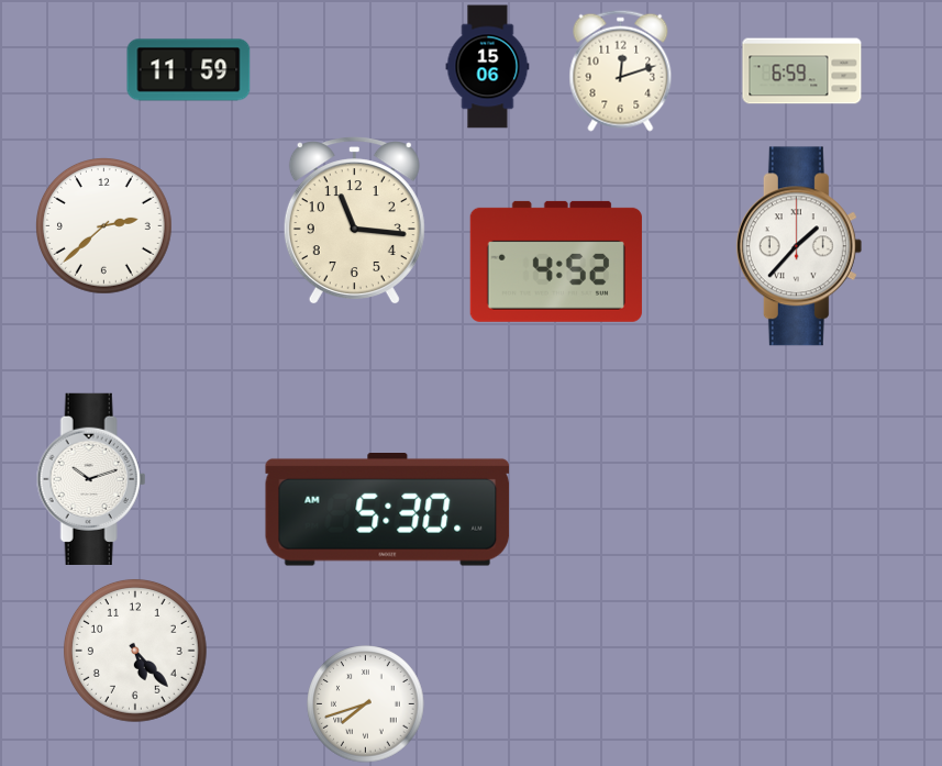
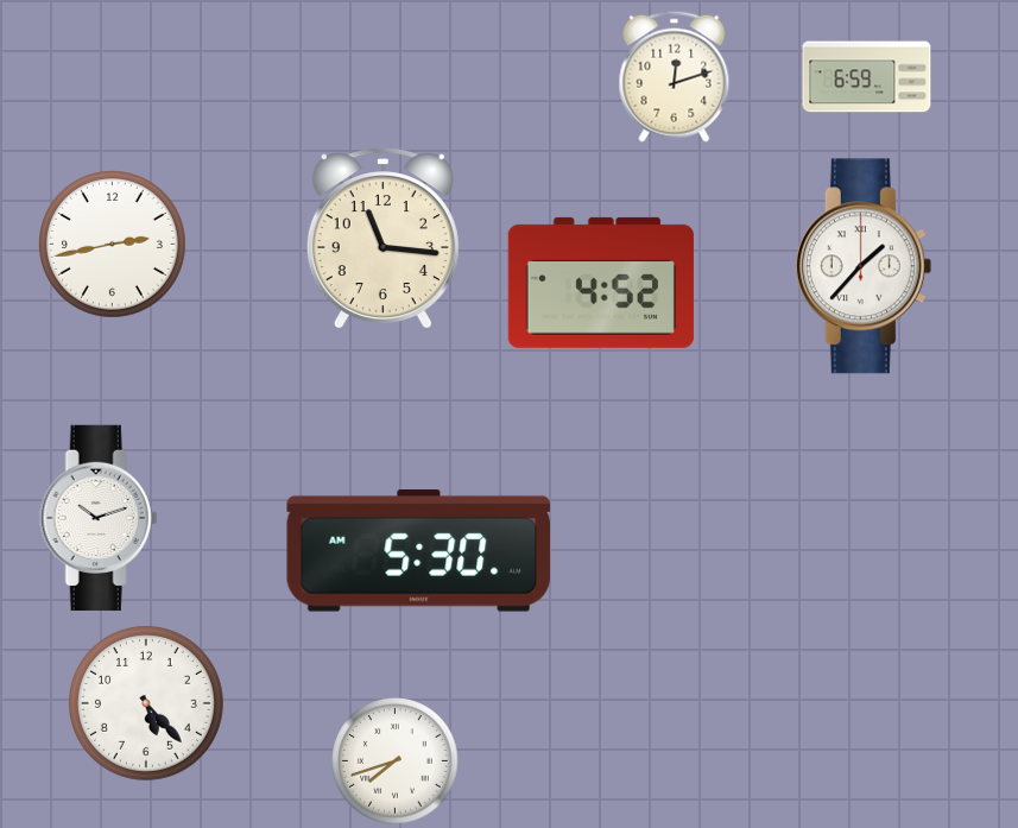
clock at (488, 67): 15:06 -> none
clock at (189, 70): 11:59 -> none
clock at (621, 70) position: (621, 70) -> (675, 76)
clock at (104, 226): 2:38 -> 2:43
